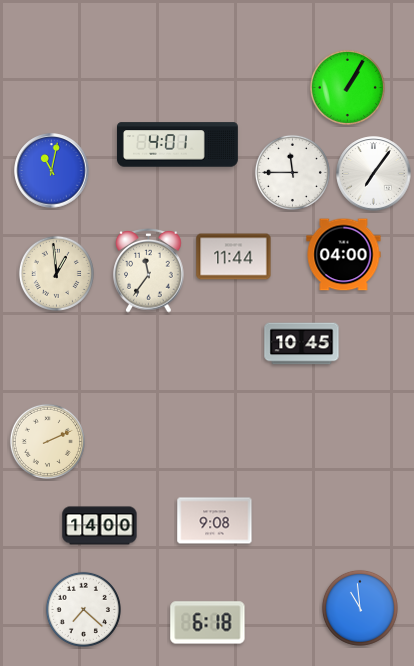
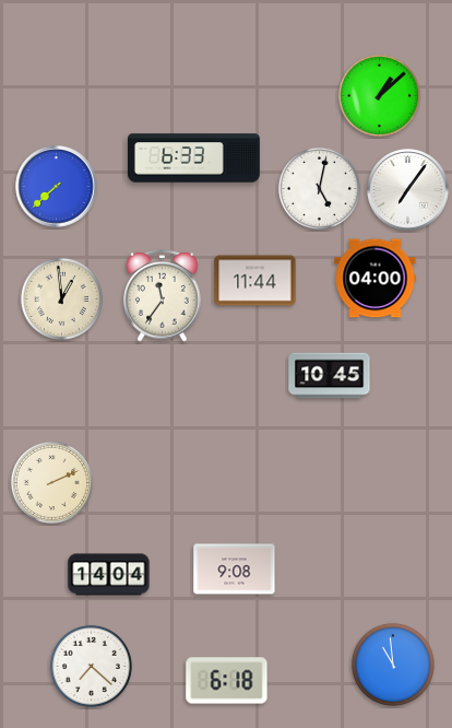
clock at (347, 87): 1:05 -> 1:08
clock at (177, 145): 4:01 -> 6:33
clock at (52, 171): 11:02 -> 7:38
clock at (292, 172): 11:45 -> 5:02
clock at (100, 526): 14:00 -> 14:04
